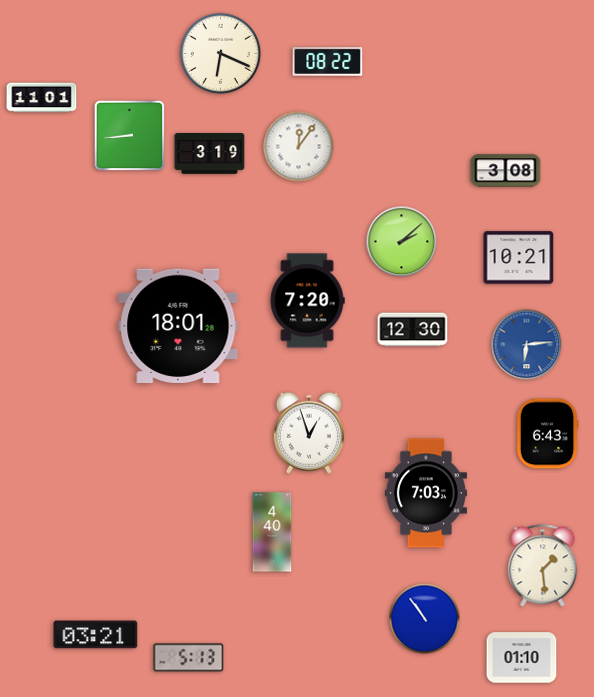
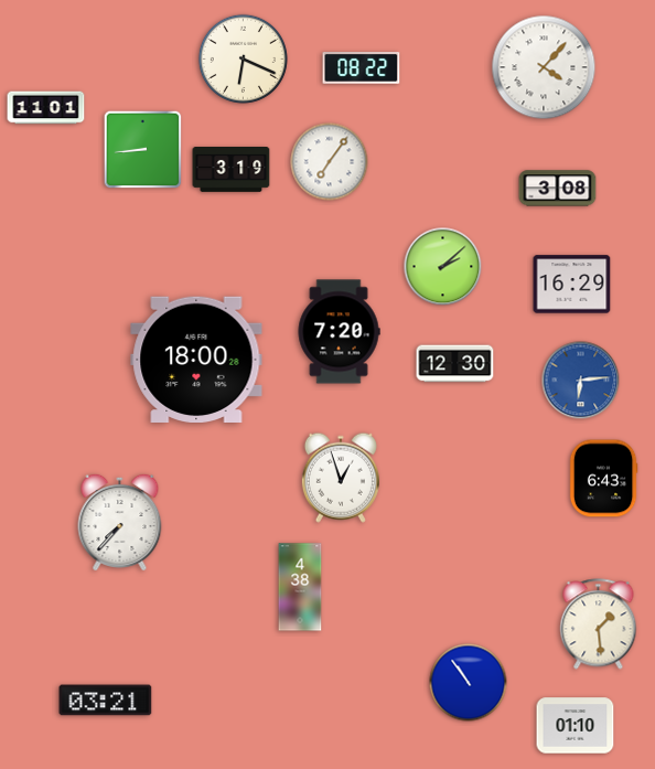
clock at (544, 67): none -> 4:07
clock at (299, 147): 12:06 -> 7:06
clock at (519, 258): 10:21 -> 16:29
clock at (178, 325): 18:01 -> 18:00
clock at (120, 522): none -> 7:37
clock at (426, 493): 7:03 -> none
clock at (272, 532): 4:40 -> 4:38
clock at (189, 658): 5:13 -> none
